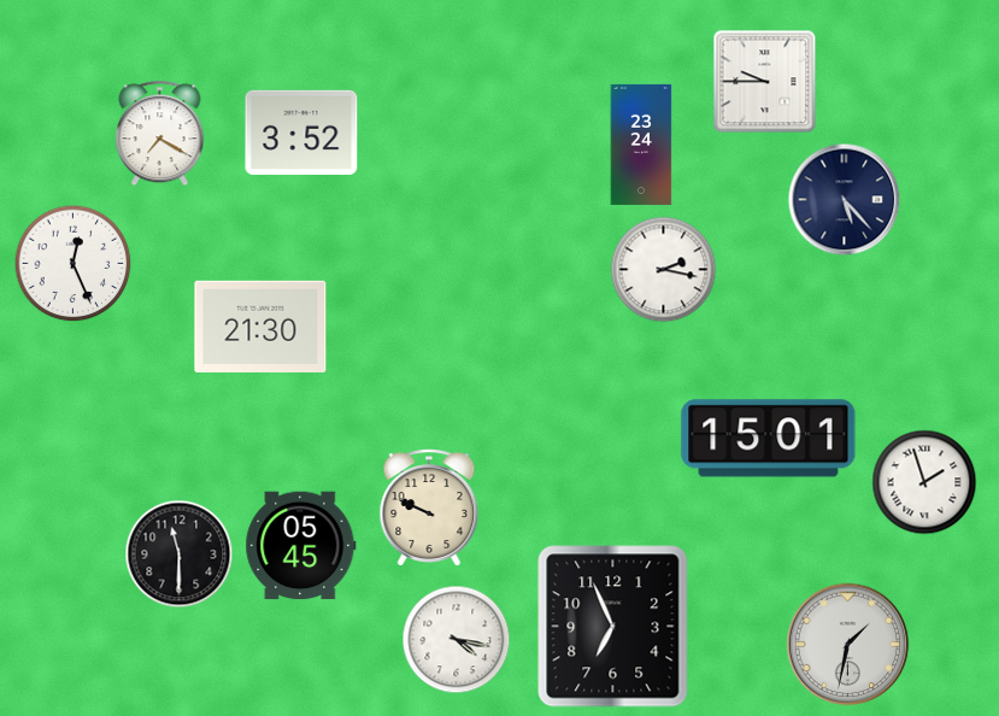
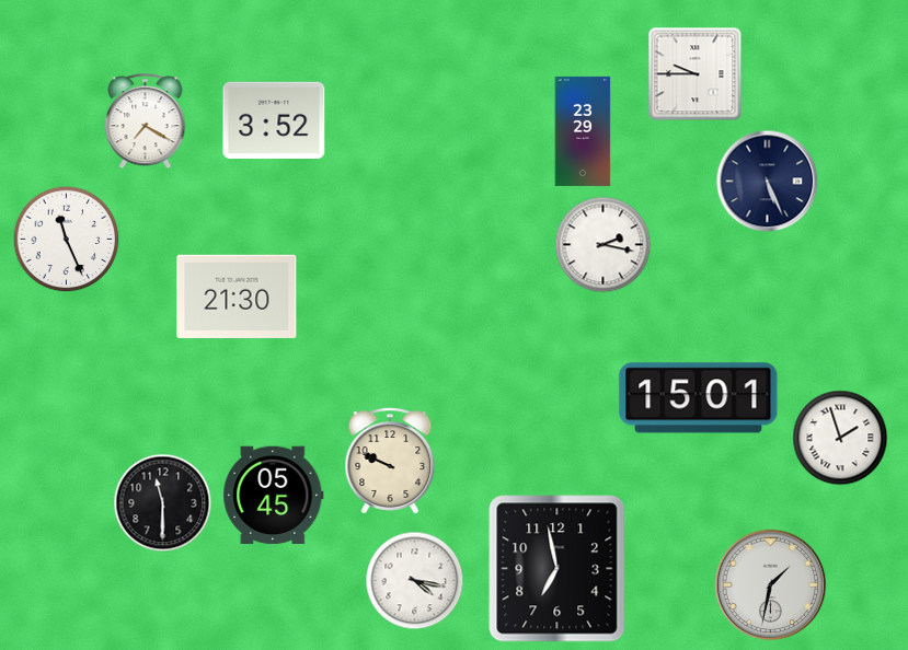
clock at (641, 145): 23:24 -> 23:29
clock at (845, 200): 5:23 -> 5:26
clock at (74, 264): 12:26 -> 11:26
clock at (613, 627): 6:56 -> 6:58
